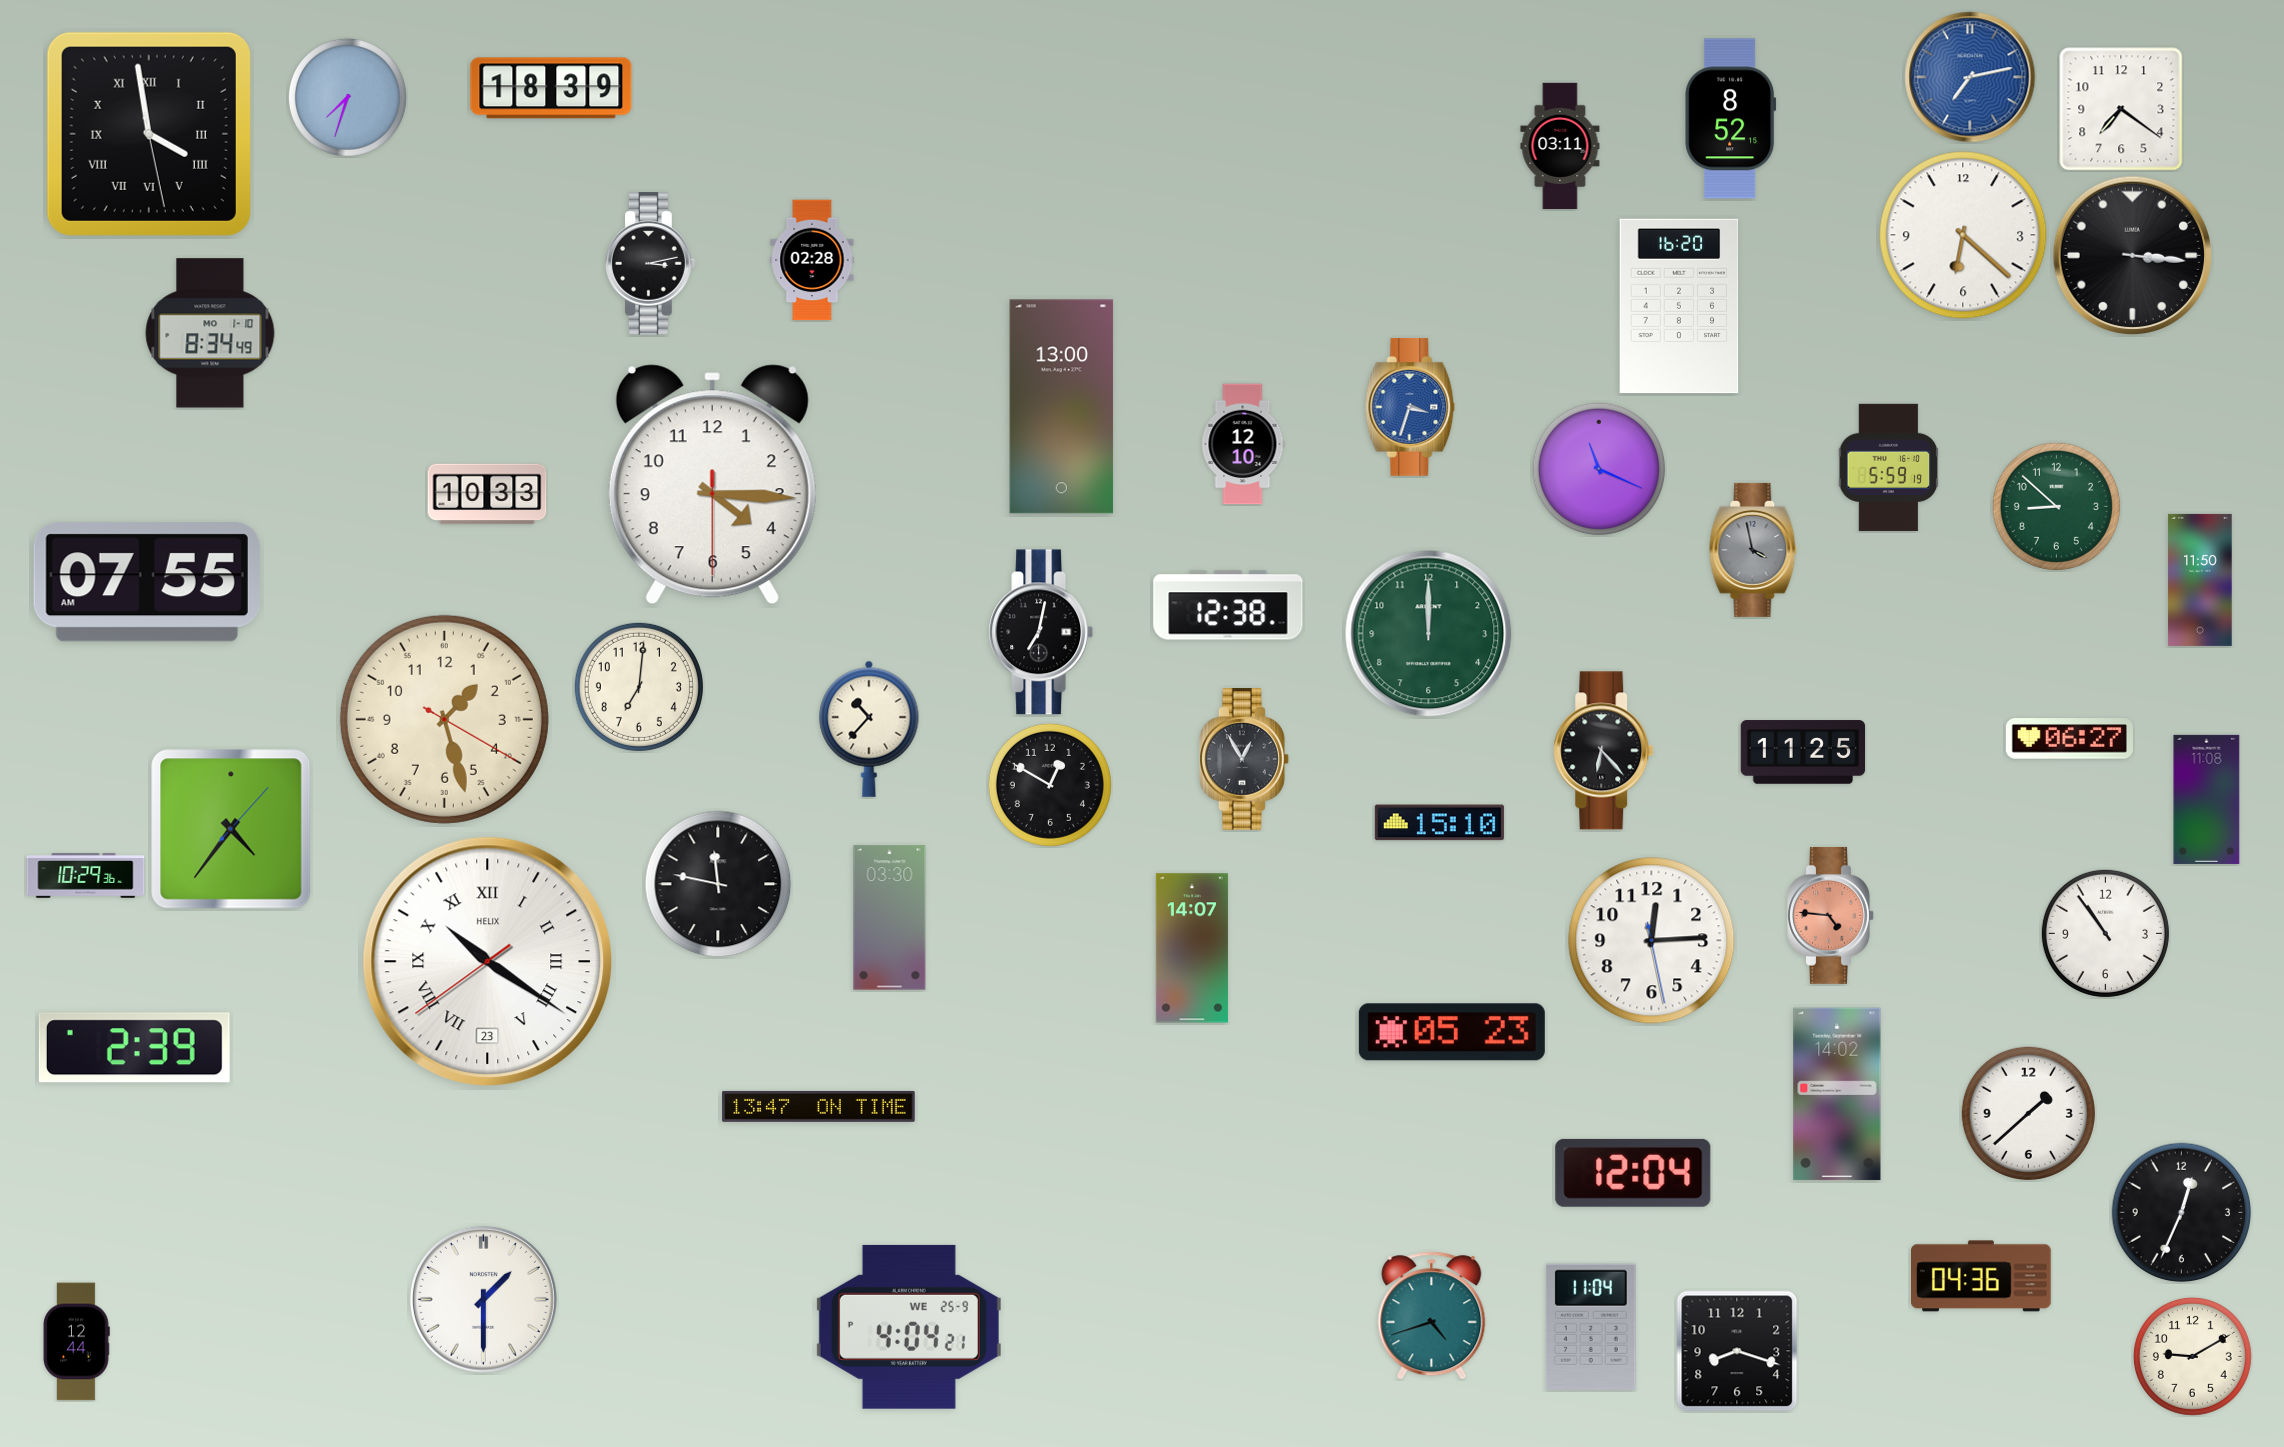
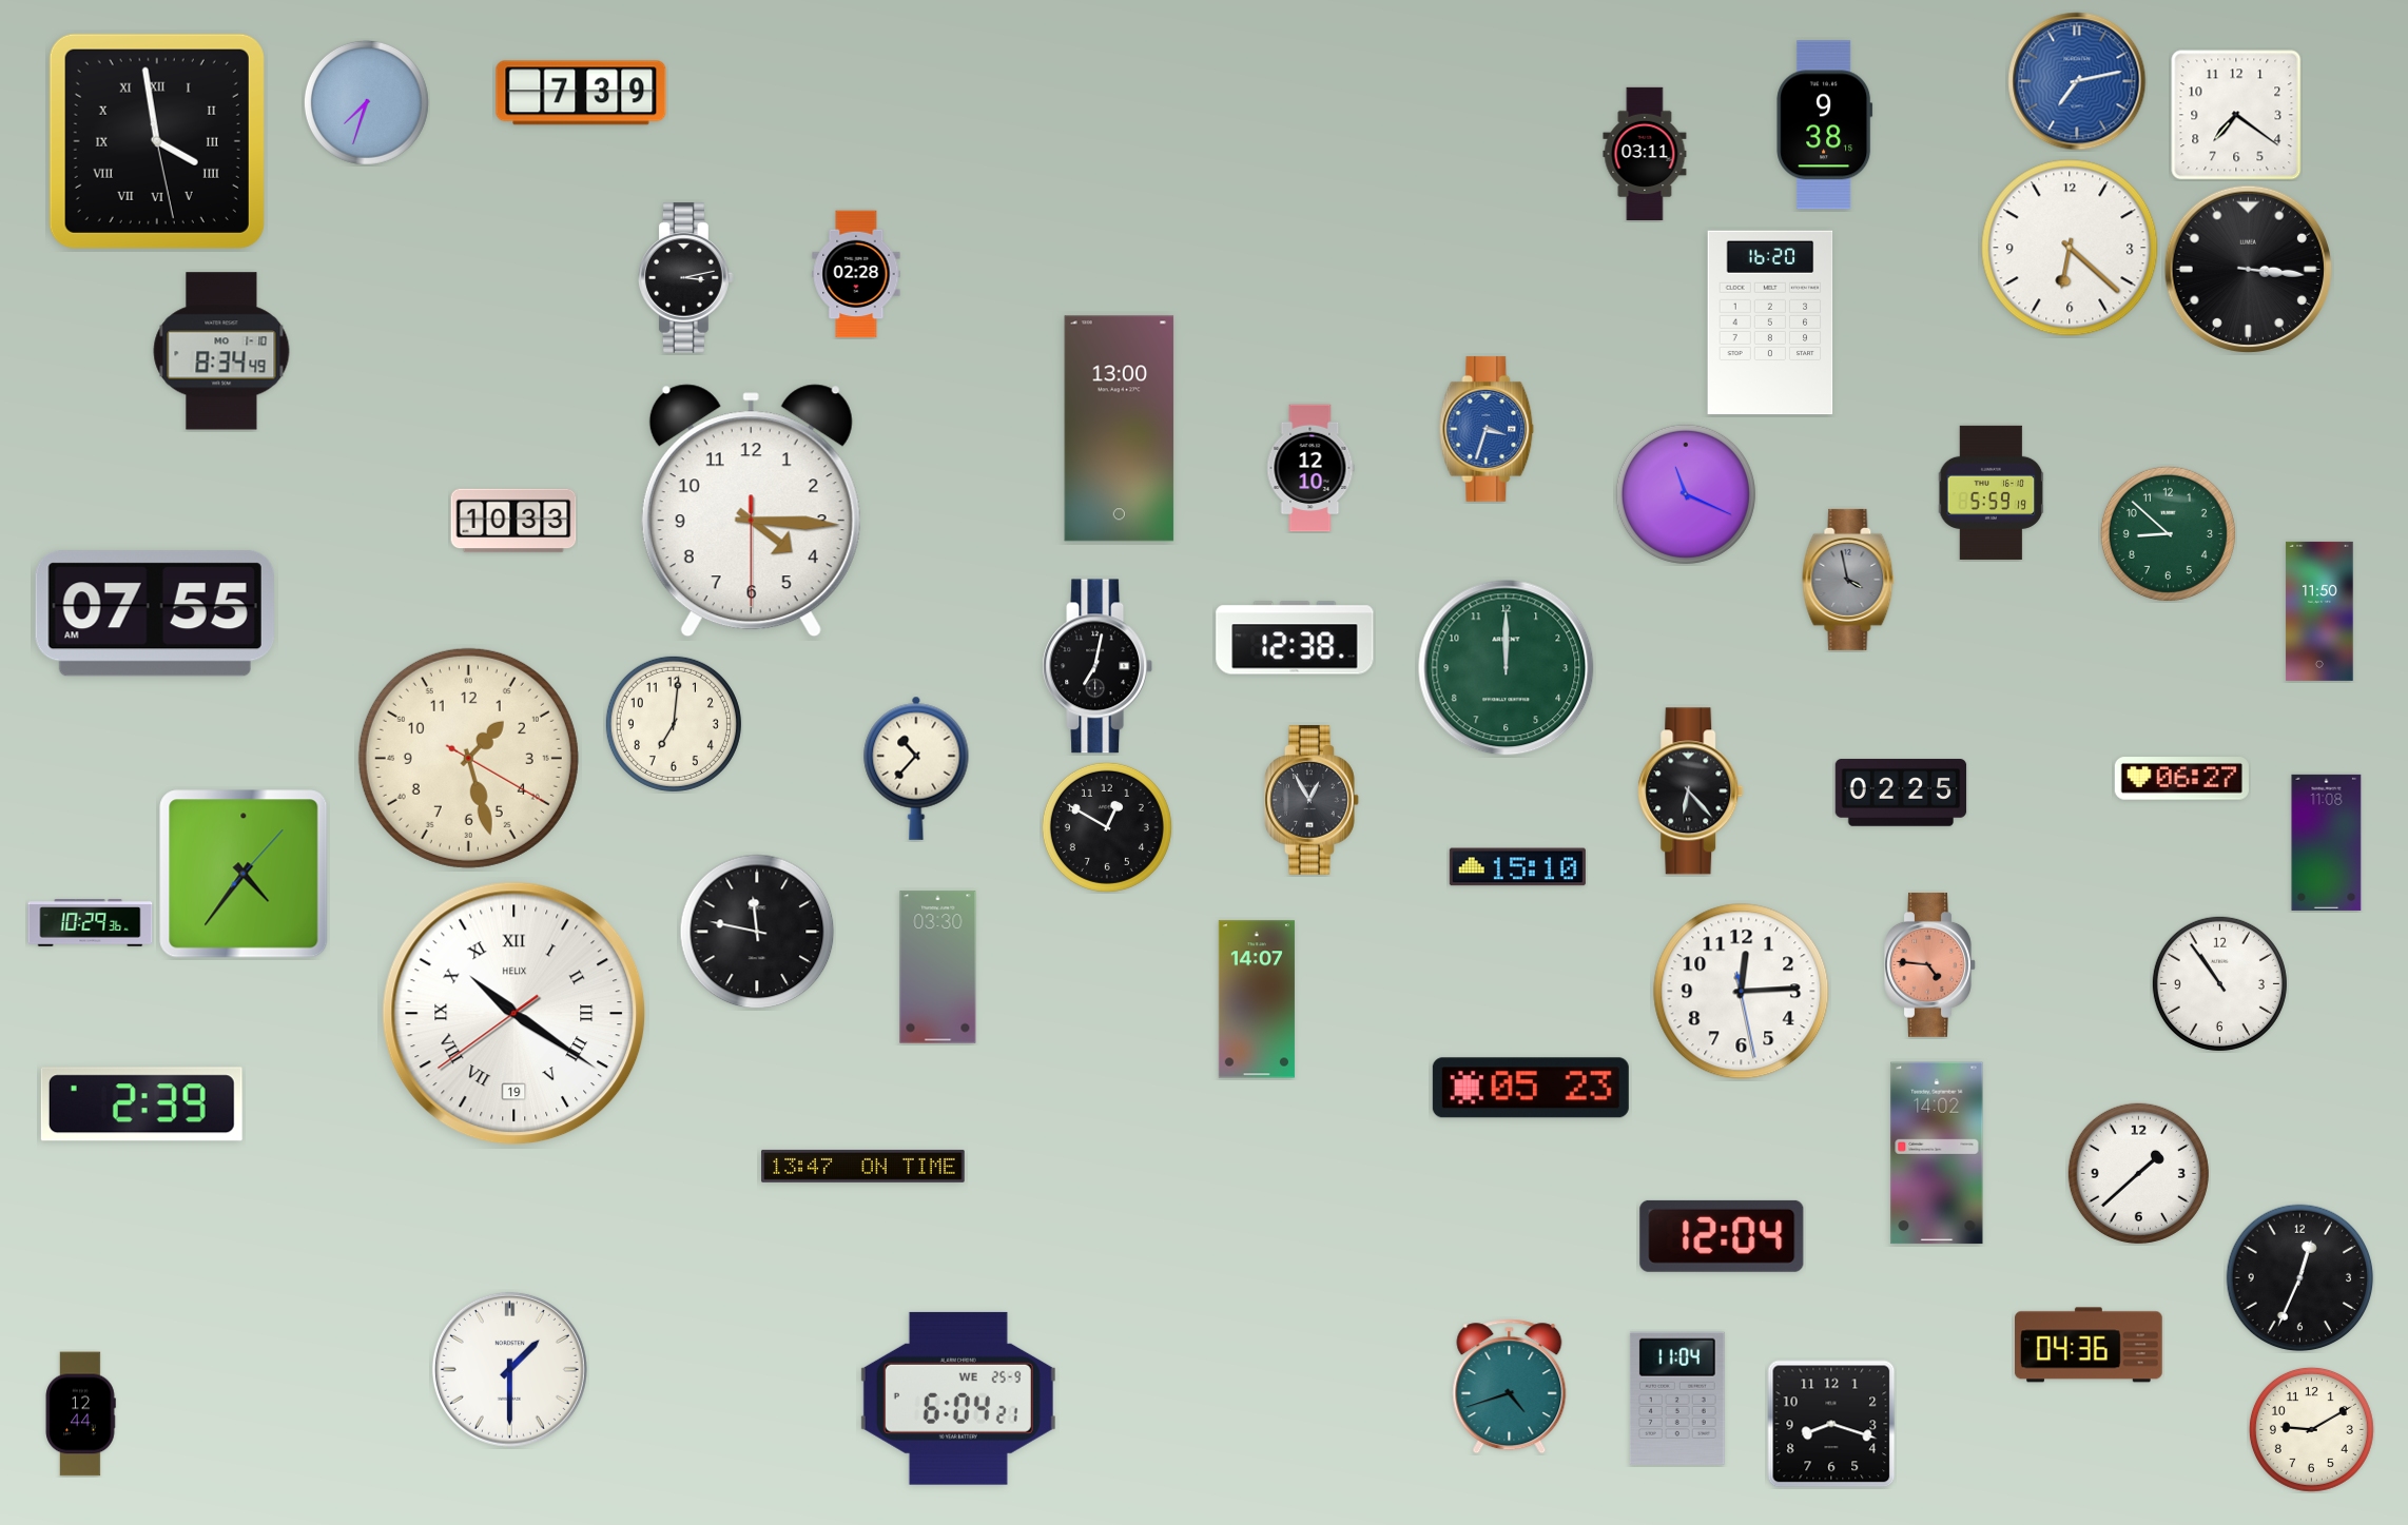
clock at (551, 88): 18:39 -> 7:39
clock at (1731, 119): 8:52 -> 9:38
clock at (1803, 752): 11:25 -> 02:25
clock at (488, 962) date: 23 -> 19
clock at (909, 1327): 4:04 -> 6:04
